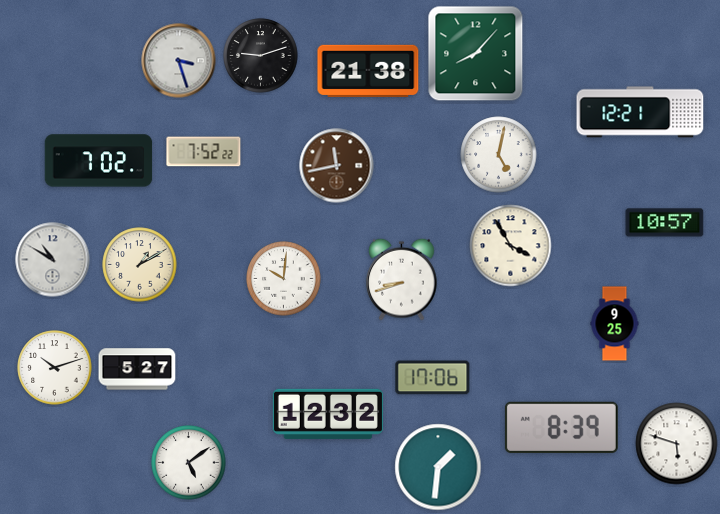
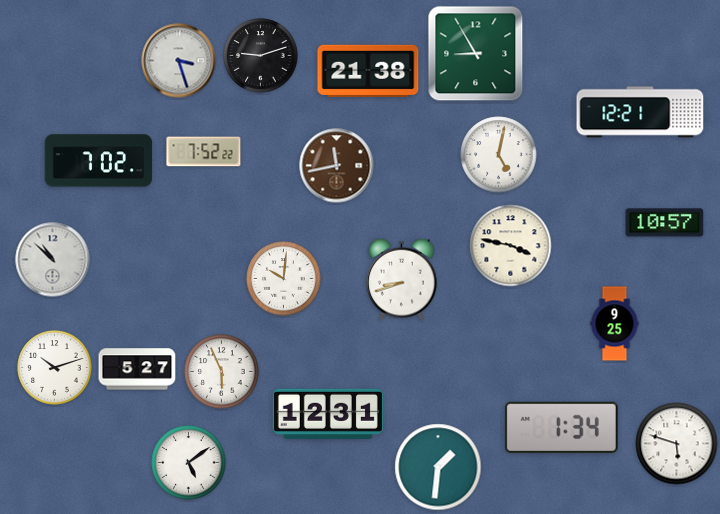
clock at (476, 54): 8:07 -> 8:55
clock at (511, 246): 3:55 -> 3:47
clock at (53, 260): 10:50 -> 10:52
clock at (140, 265): 1:10 -> none
clock at (222, 372): none -> 5:56
clock at (433, 378): 17:06 -> none
clock at (328, 413): 12:32 -> 12:31
clock at (561, 427): 8:39 -> 1:34
